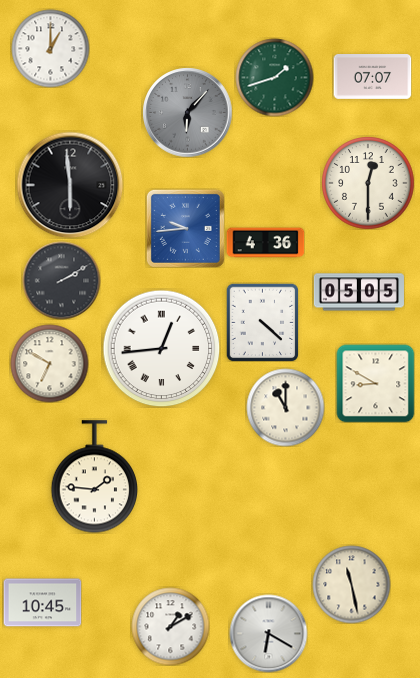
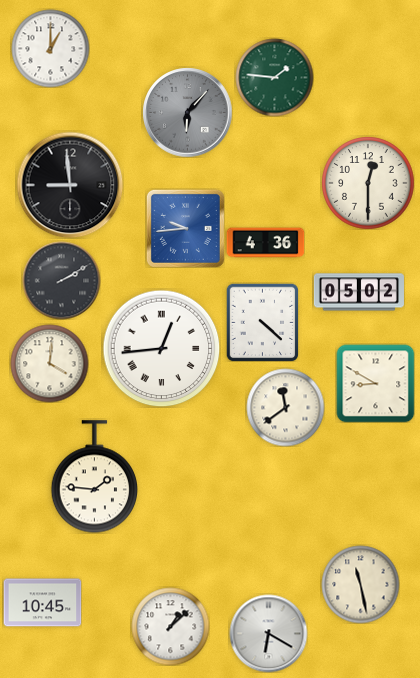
clock at (274, 77): 1:42 -> 1:46
clock at (372, 77): 07:07 -> none
clock at (70, 185): 5:59 -> 8:59
clock at (359, 292): 05:05 -> 05:02
clock at (49, 363): 6:50 -> 4:01
clock at (285, 407): 11:00 -> 11:39
clock at (351, 584) position: (351, 584) -> (360, 584)
clock at (170, 626): 1:10 -> 1:08
